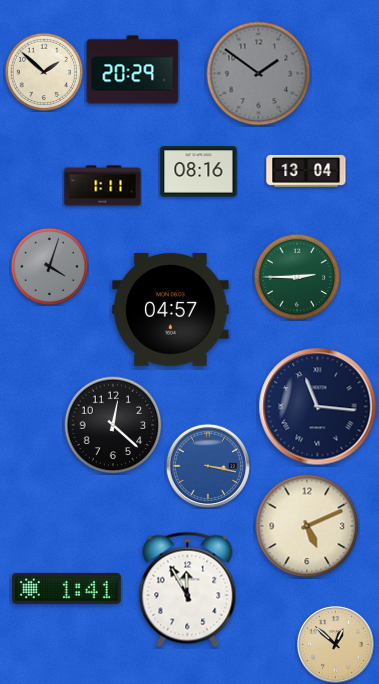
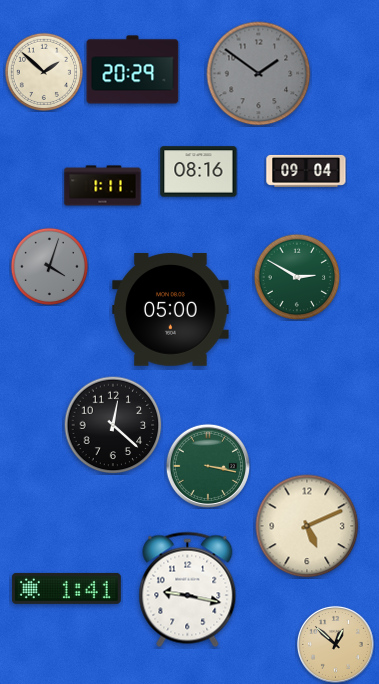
clock at (306, 171): 13:04 -> 09:04
clock at (297, 277): 2:45 -> 2:50
clock at (171, 310): 04:57 -> 05:00
clock at (318, 407): 11:16 -> none
clock at (208, 466) dial: blue -> green
clock at (188, 590): 11:55 -> 9:17
